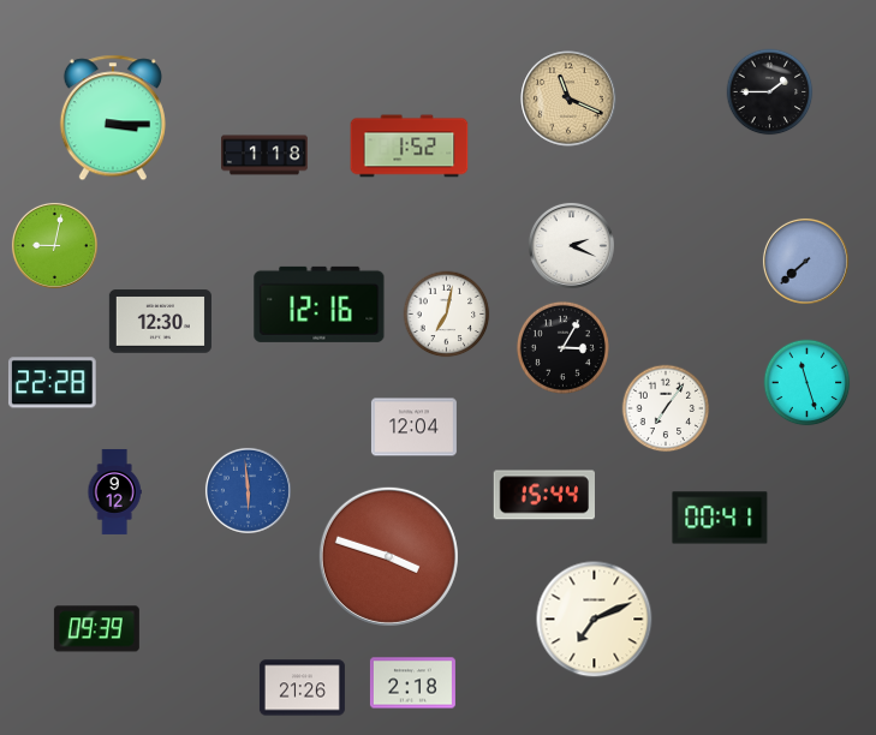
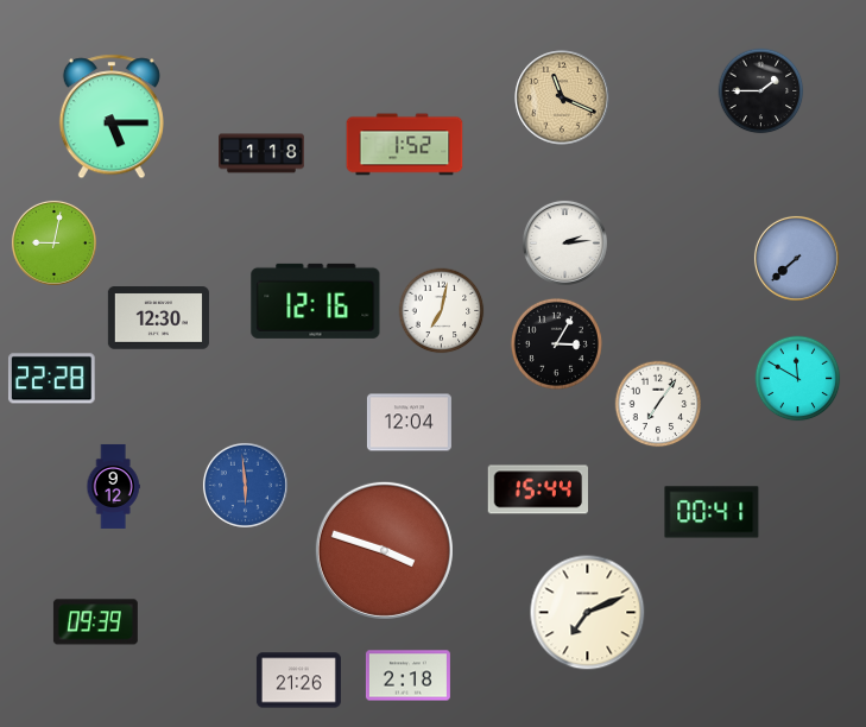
clock at (113, 118): 3:15 -> 5:15
clock at (571, 245): 2:19 -> 2:14
clock at (808, 383): 11:27 -> 11:50
